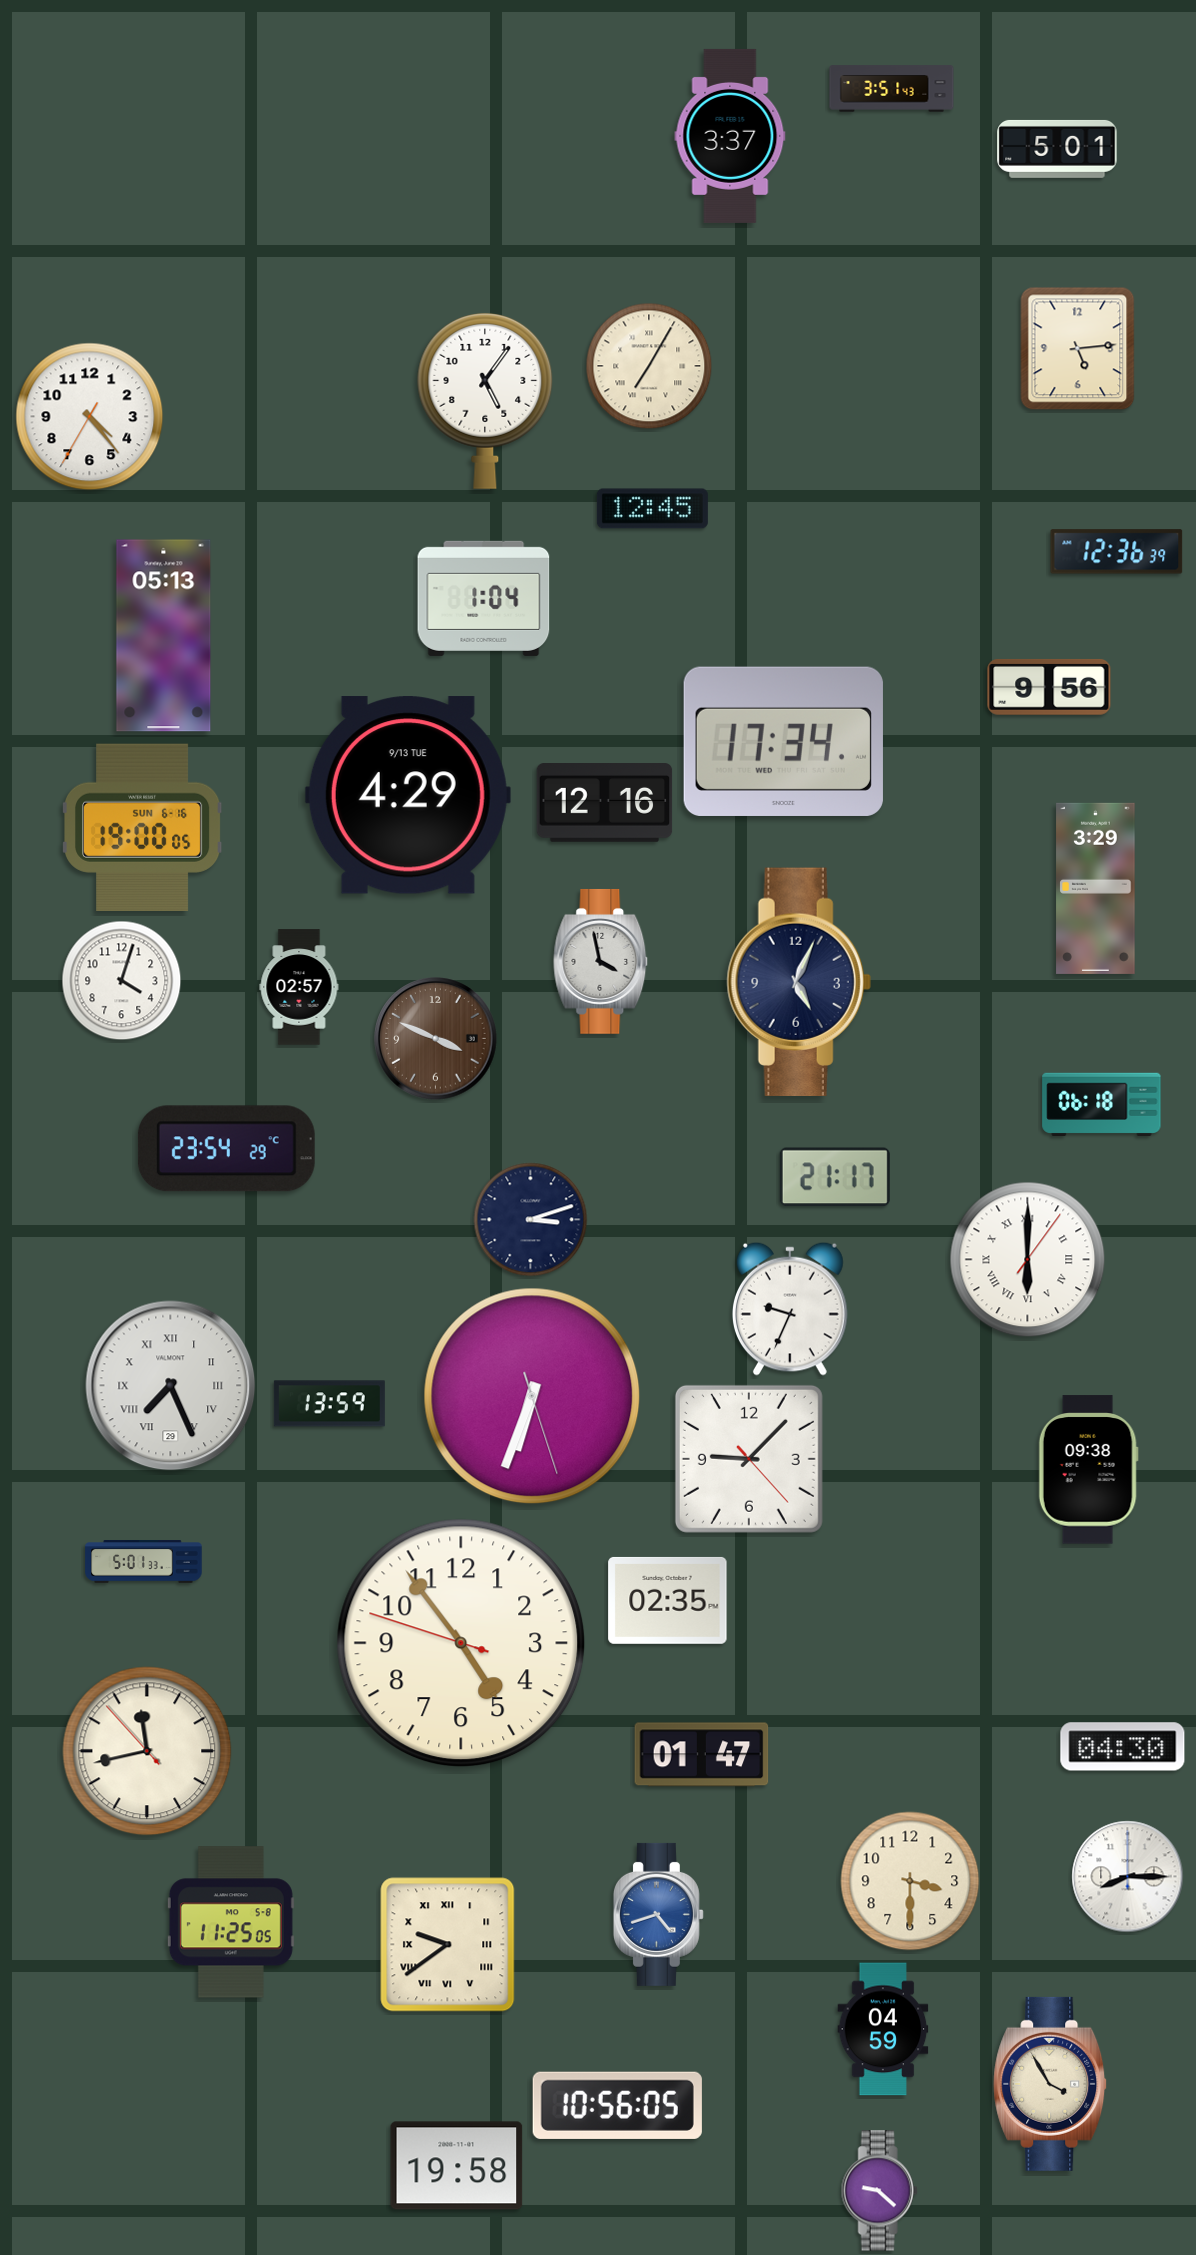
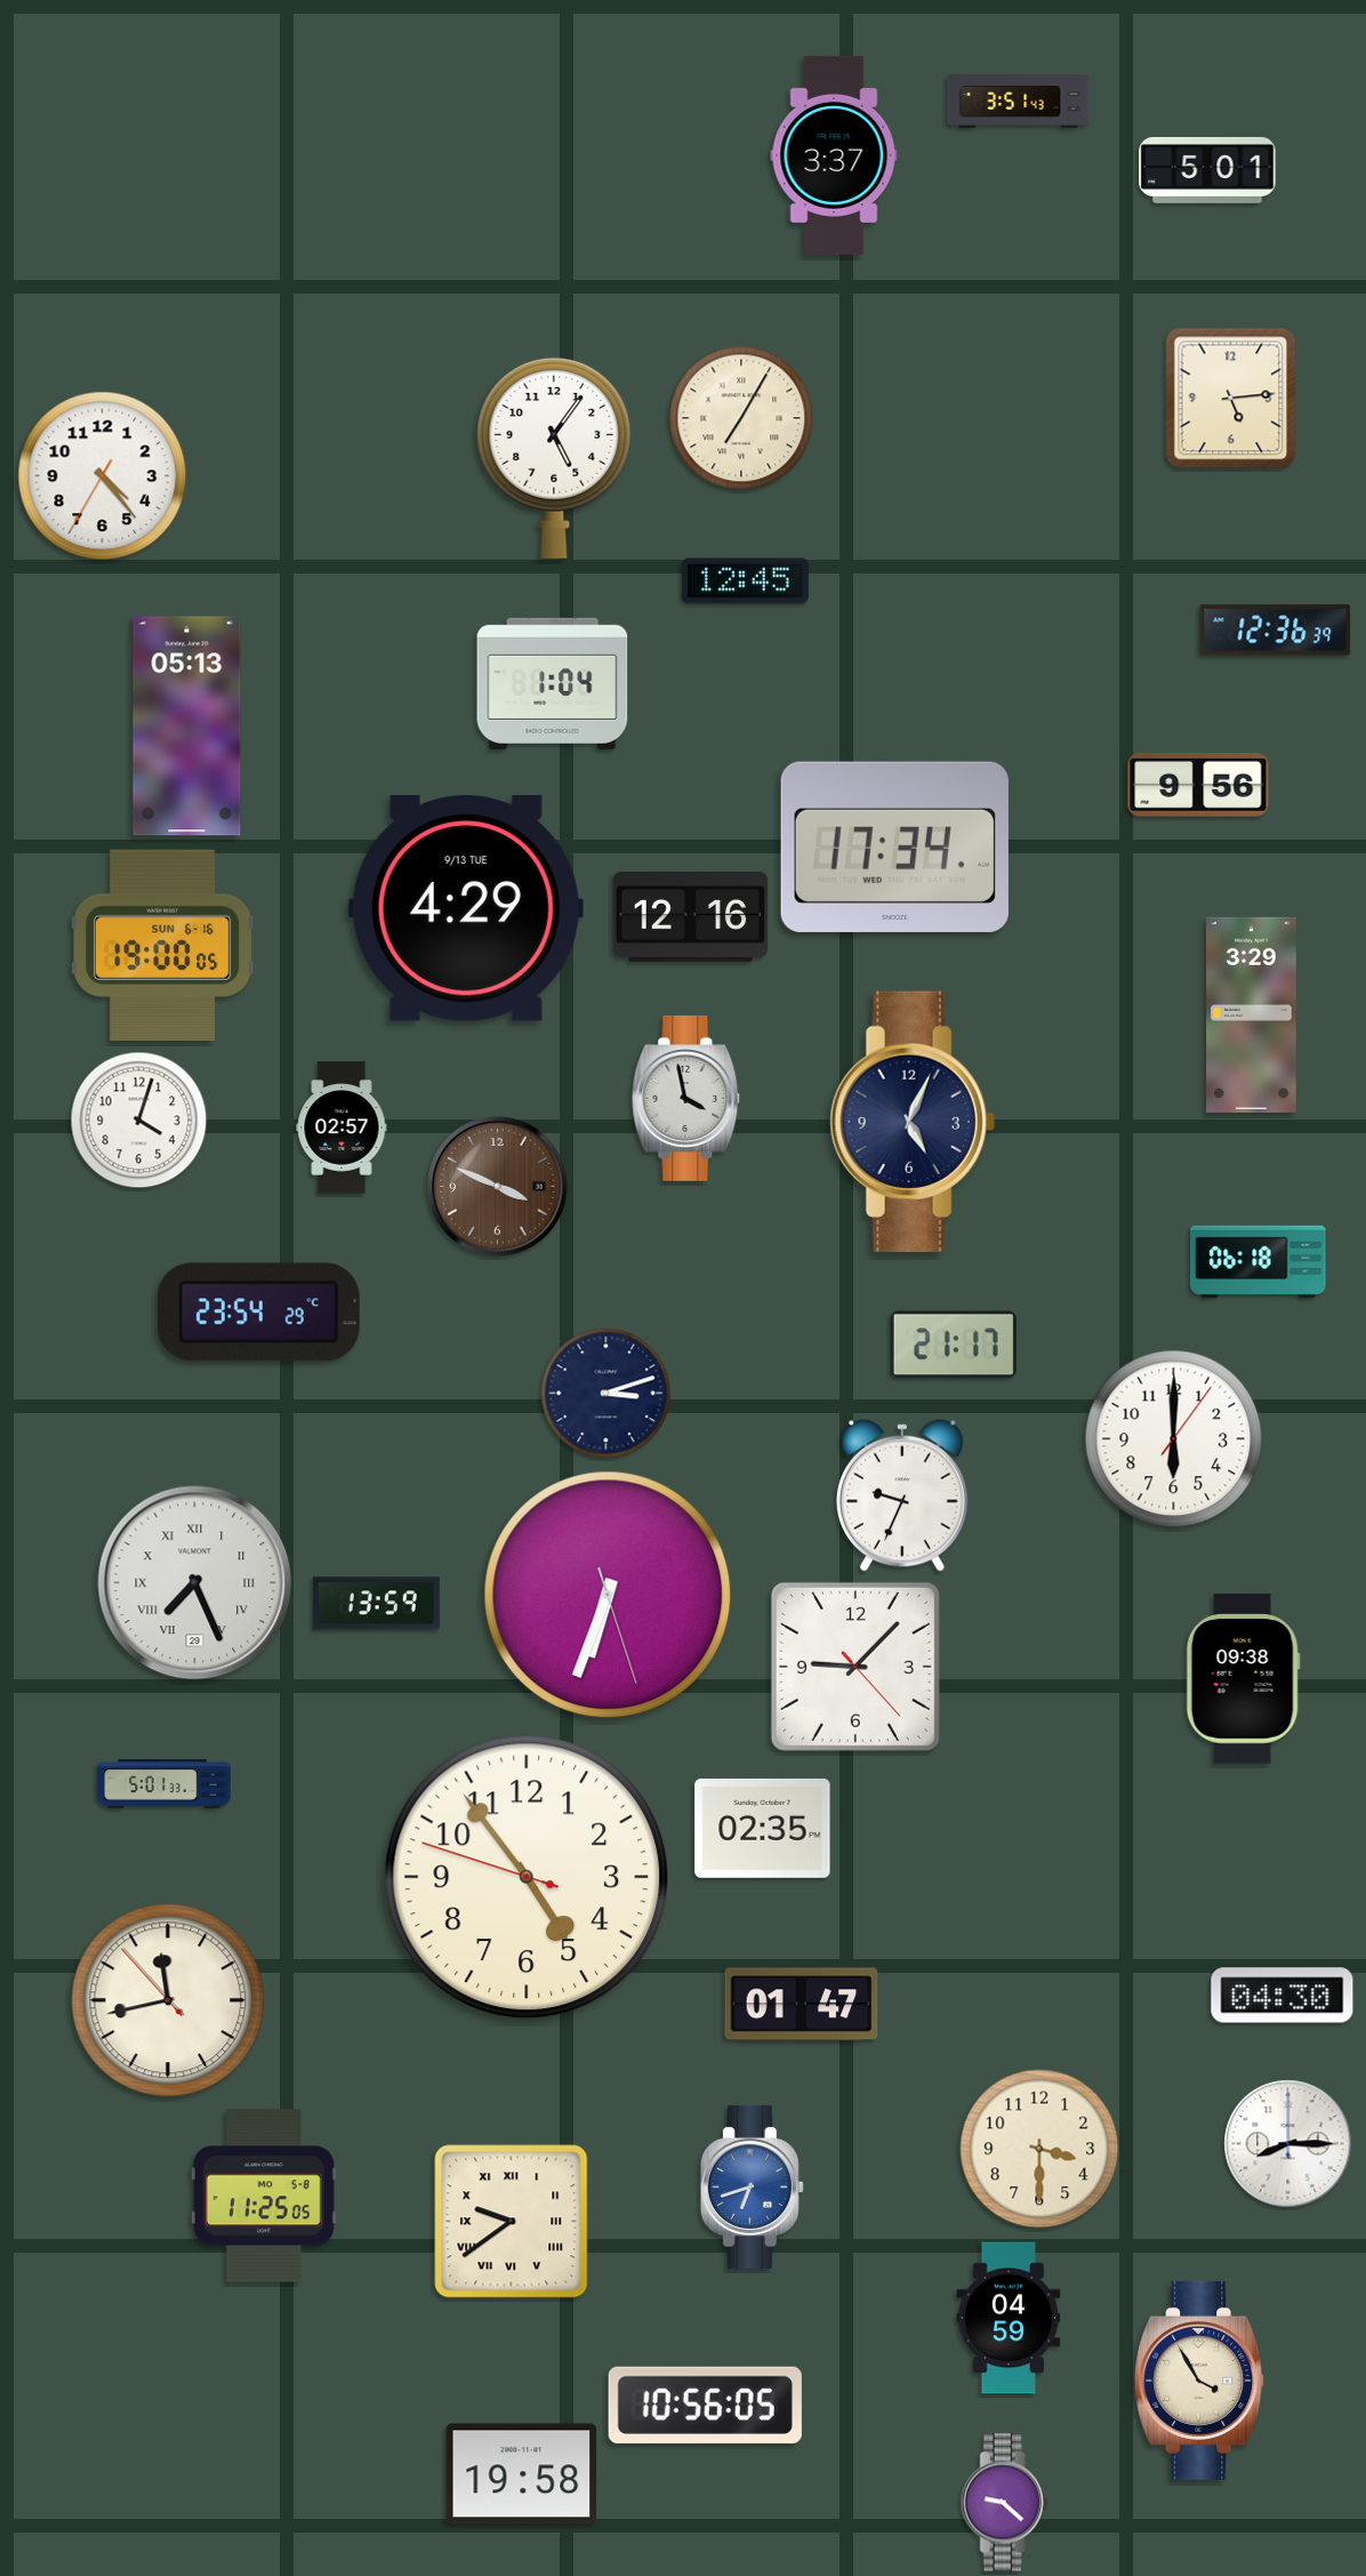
clock at (1028, 1260) numerals: Roman -> Arabic
clock at (658, 1914): 4:42 -> 6:42
